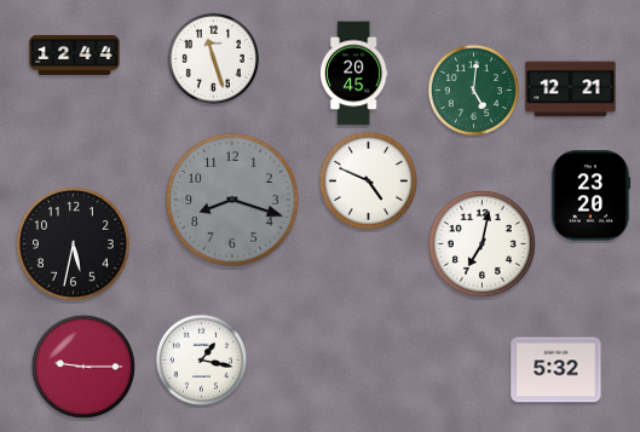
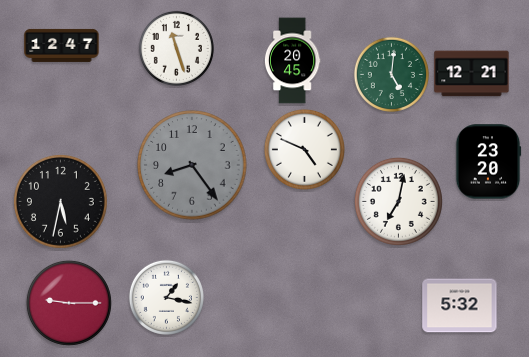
clock at (75, 54): 12:44 -> 12:47
clock at (232, 200): 8:18 -> 8:24
